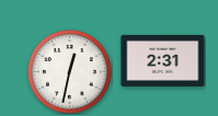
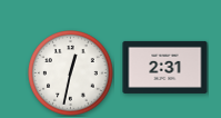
clock at (163, 60) position: (163, 60) -> (165, 67)
